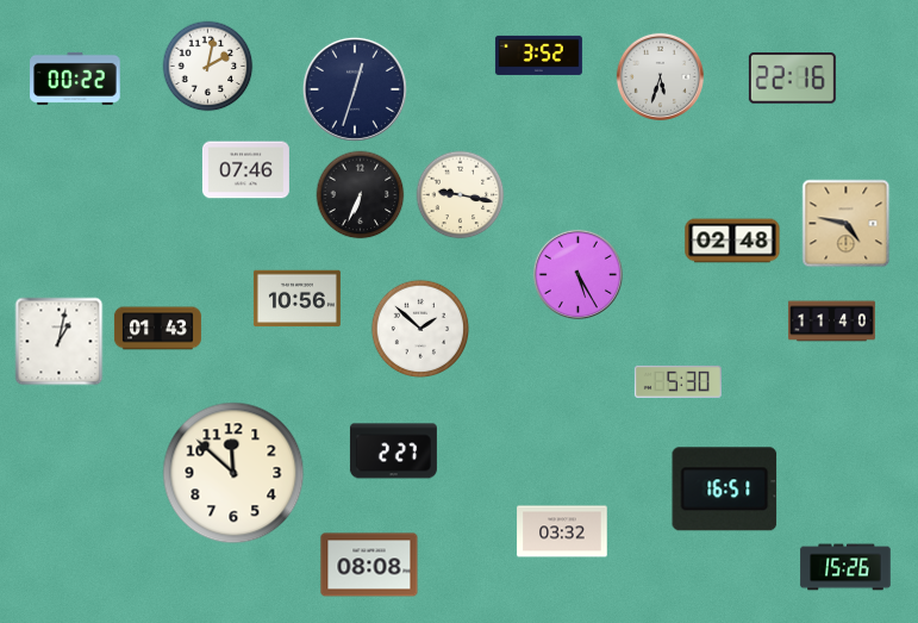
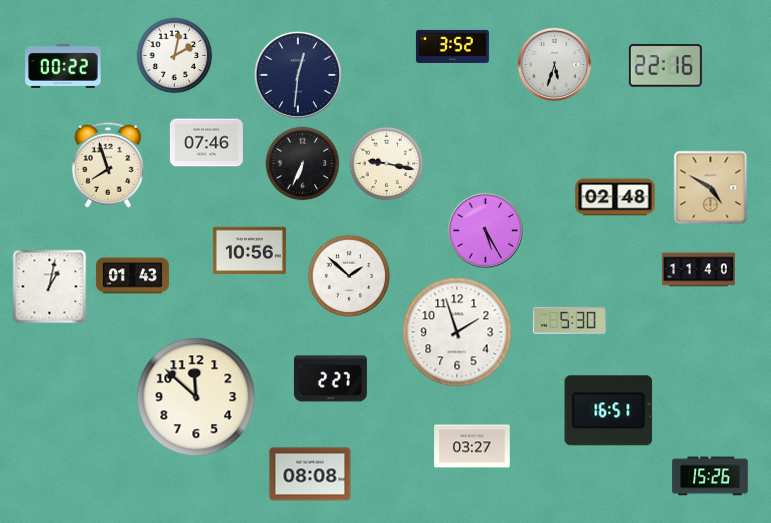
clock at (355, 89): 12:33 -> 12:31
clock at (108, 165): none -> 7:57
clock at (847, 224): 4:47 -> 4:50
clock at (732, 241) position: (732, 241) -> (615, 197)
clock at (420, 329) position: (420, 329) -> (349, 276)
clock at (457, 332): none -> 1:57
clock at (562, 531): 03:32 -> 03:27
